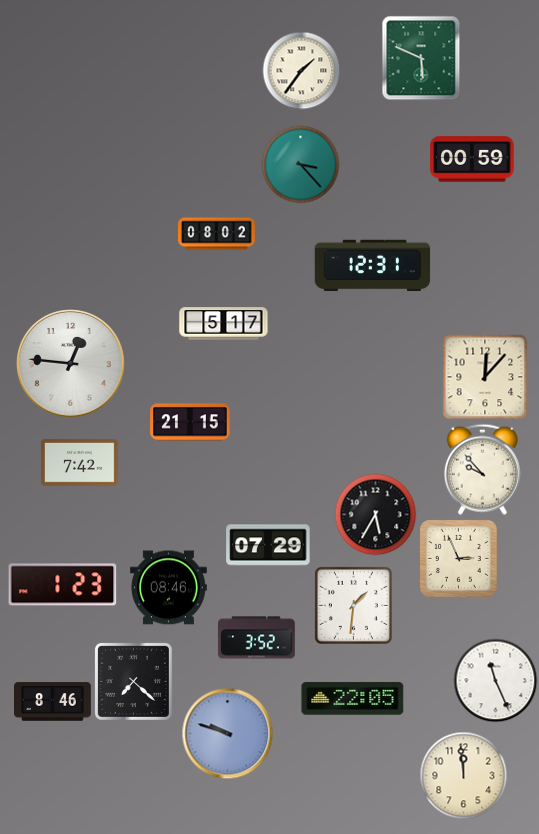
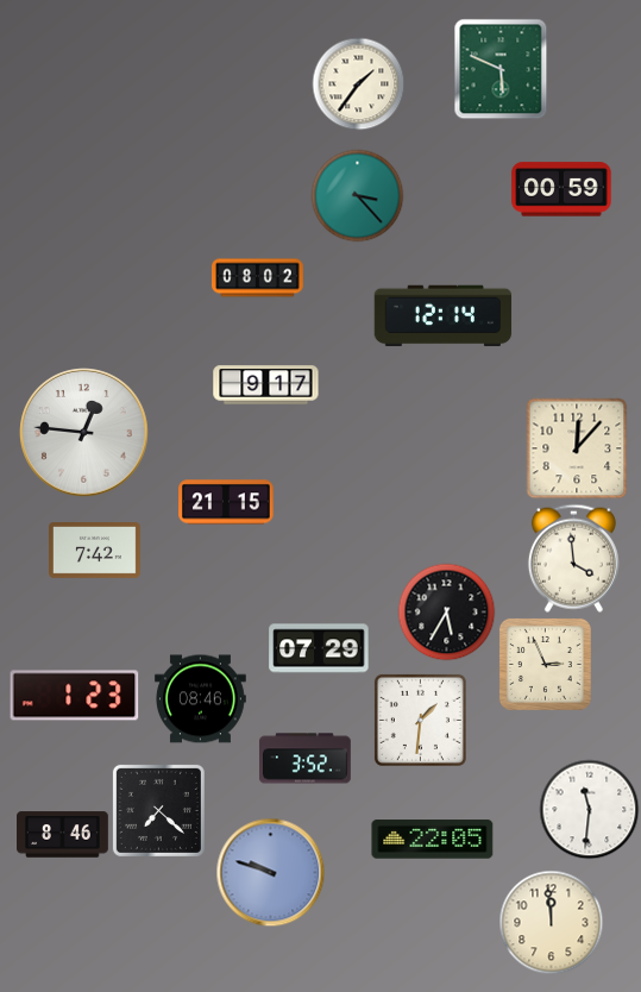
clock at (373, 266): 12:31 -> 12:14
clock at (224, 324): 5:17 -> 9:17
clock at (482, 469): 9:53 -> 3:59
clock at (495, 680): 11:26 -> 11:31
clock at (353, 699) position: (353, 699) -> (433, 840)
